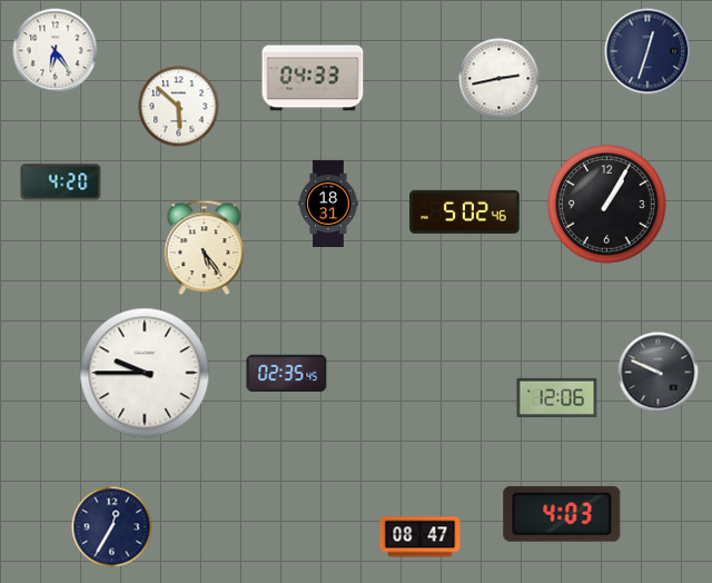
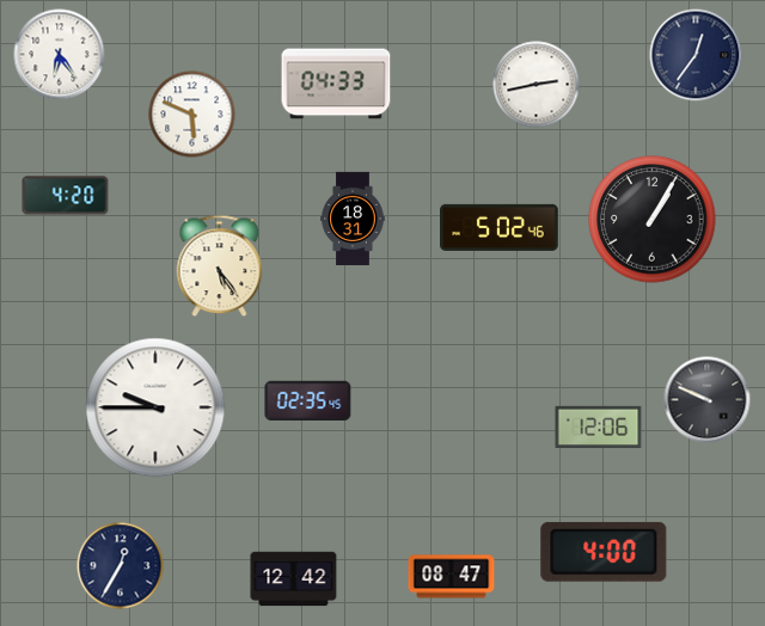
clock at (647, 51): 12:33 -> 12:36
clock at (179, 107): 5:52 -> 5:49
clock at (145, 373) position: (145, 373) -> (155, 407)
clock at (562, 514): 4:03 -> 4:00
clock at (294, 579): none -> 12:42
